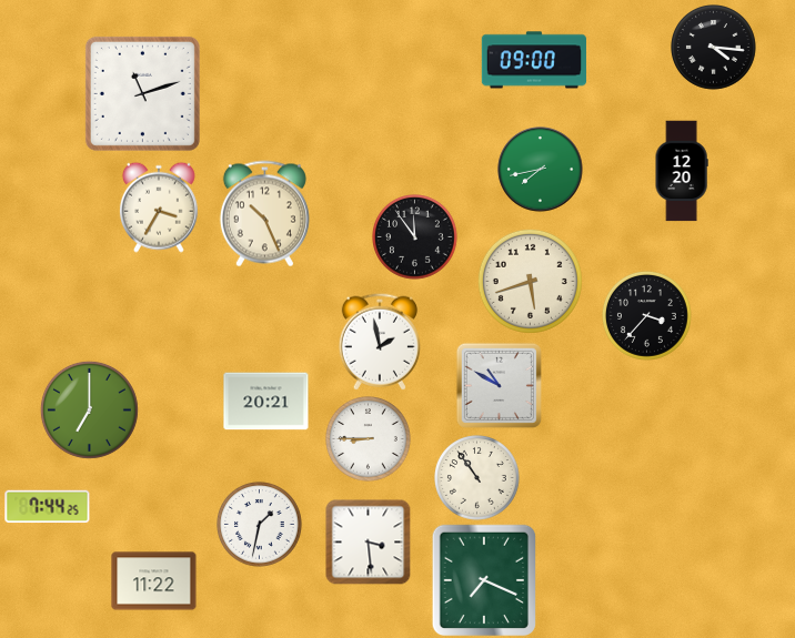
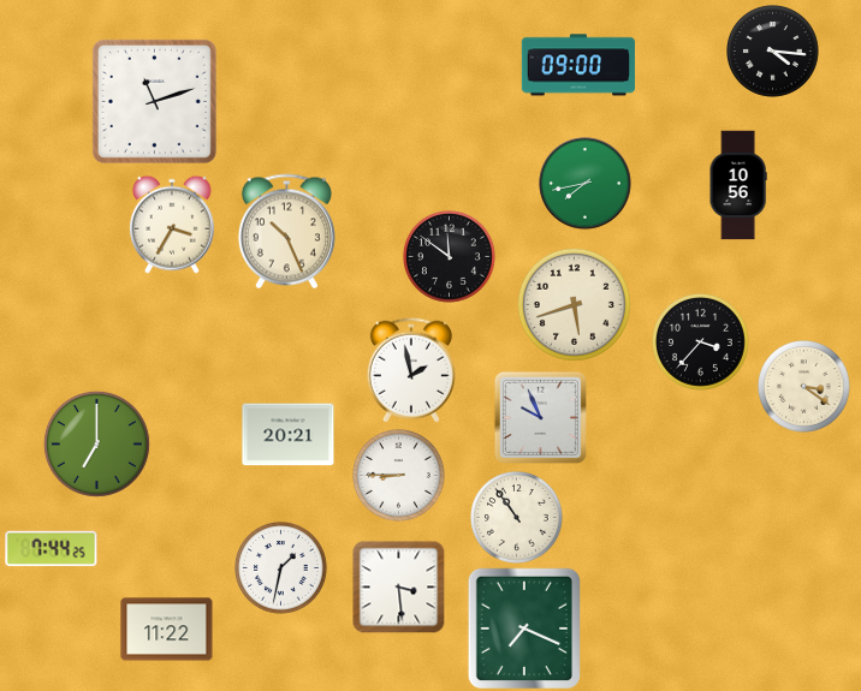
clock at (682, 171): 12:20 -> 10:56
clock at (415, 237): 11:54 -> 11:51
clock at (804, 387): none -> 3:21
clock at (499, 385): 10:50 -> 9:56
